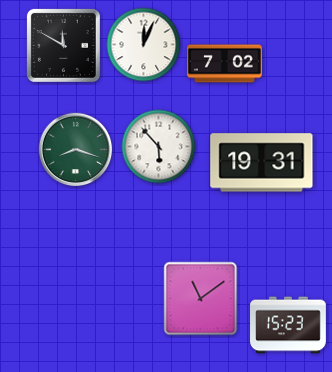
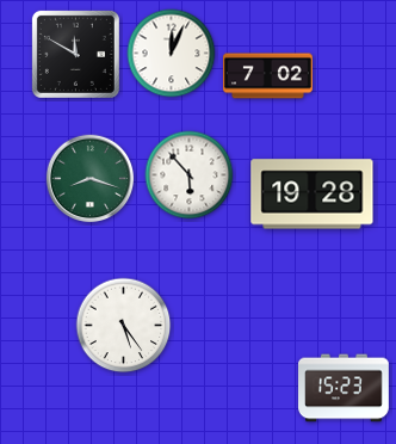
clock at (262, 163): 19:31 -> 19:28
clock at (124, 326): none -> 5:24
clock at (201, 299): 11:09 -> none
